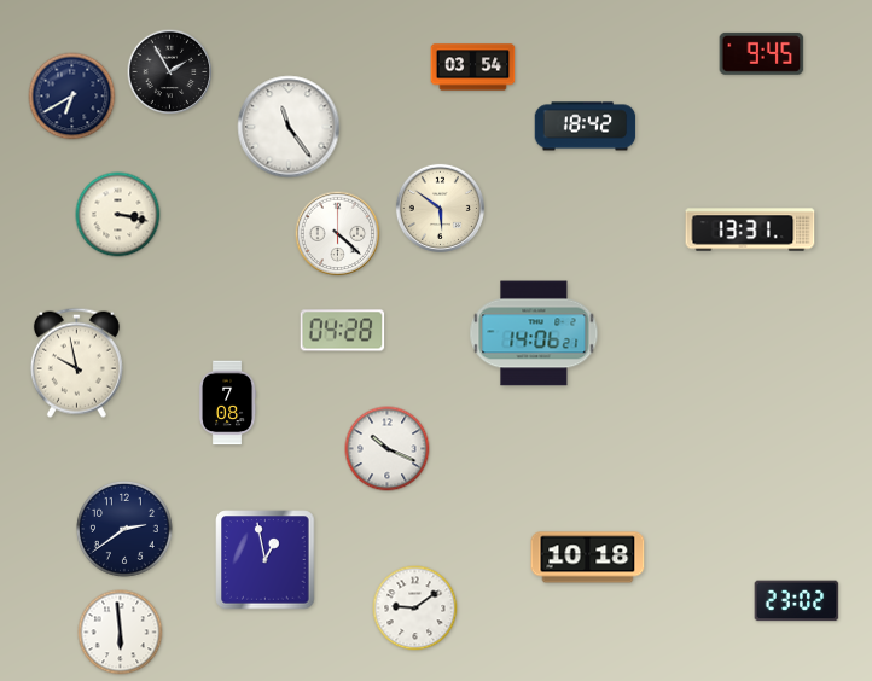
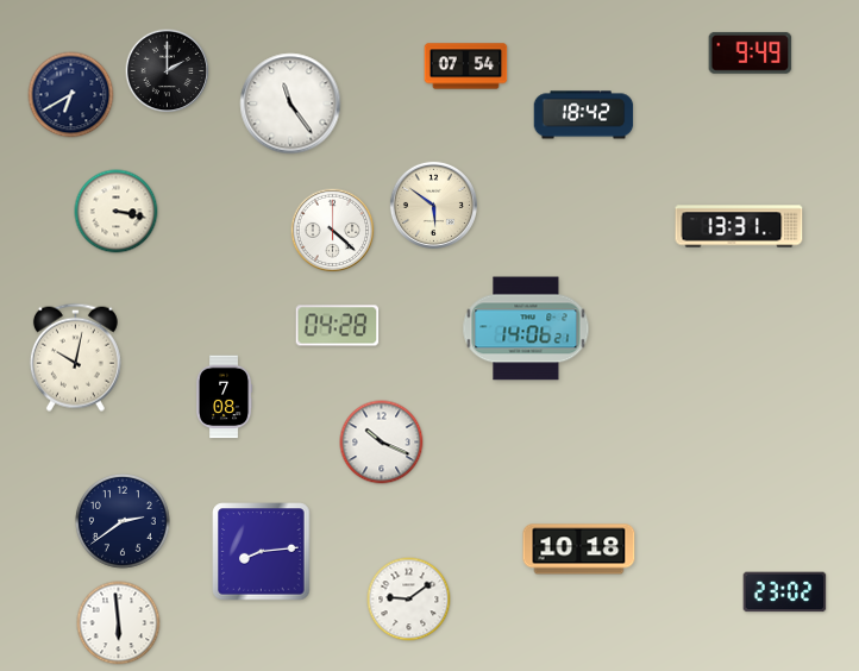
clock at (762, 53): 9:45 -> 9:49
clock at (473, 68): 03:54 -> 07:54
clock at (170, 72): 1:55 -> 2:00
clock at (289, 127) position: (289, 127) -> (290, 104)
clock at (586, 127) position: (586, 127) -> (584, 115)
clock at (76, 362): 9:58 -> 10:02
clock at (266, 560): 12:58 -> 8:14
